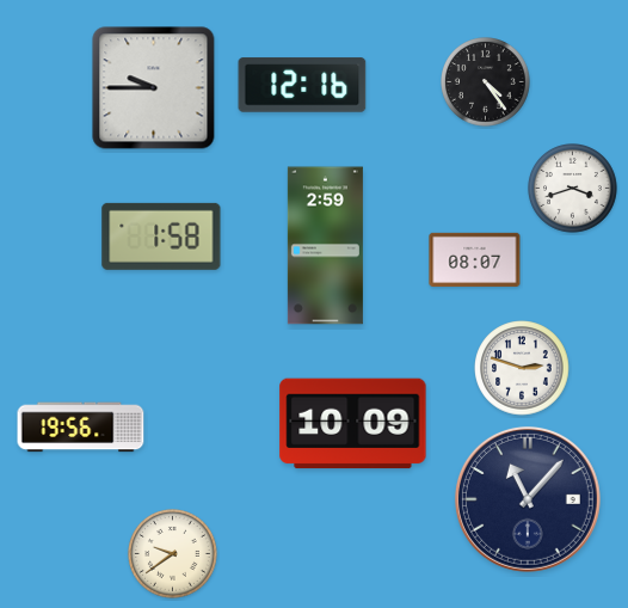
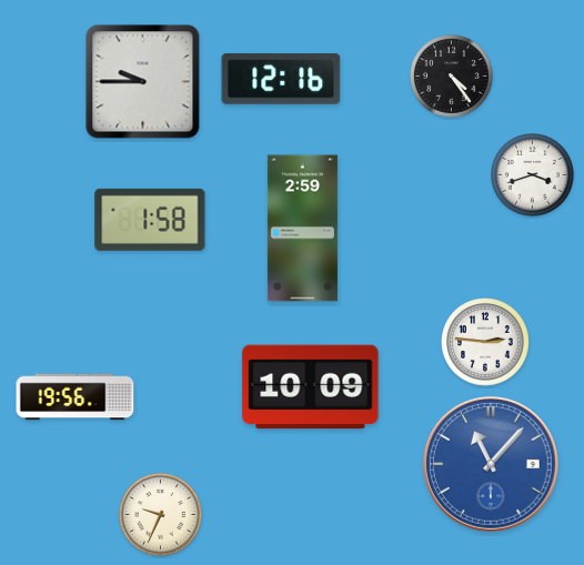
clock at (475, 259): 08:07 -> none
clock at (522, 368): 2:48 -> 2:46
clock at (353, 424) position: (353, 424) -> (311, 387)
clock at (528, 499) dial: navy -> blue
clock at (173, 554): 9:39 -> 9:34
